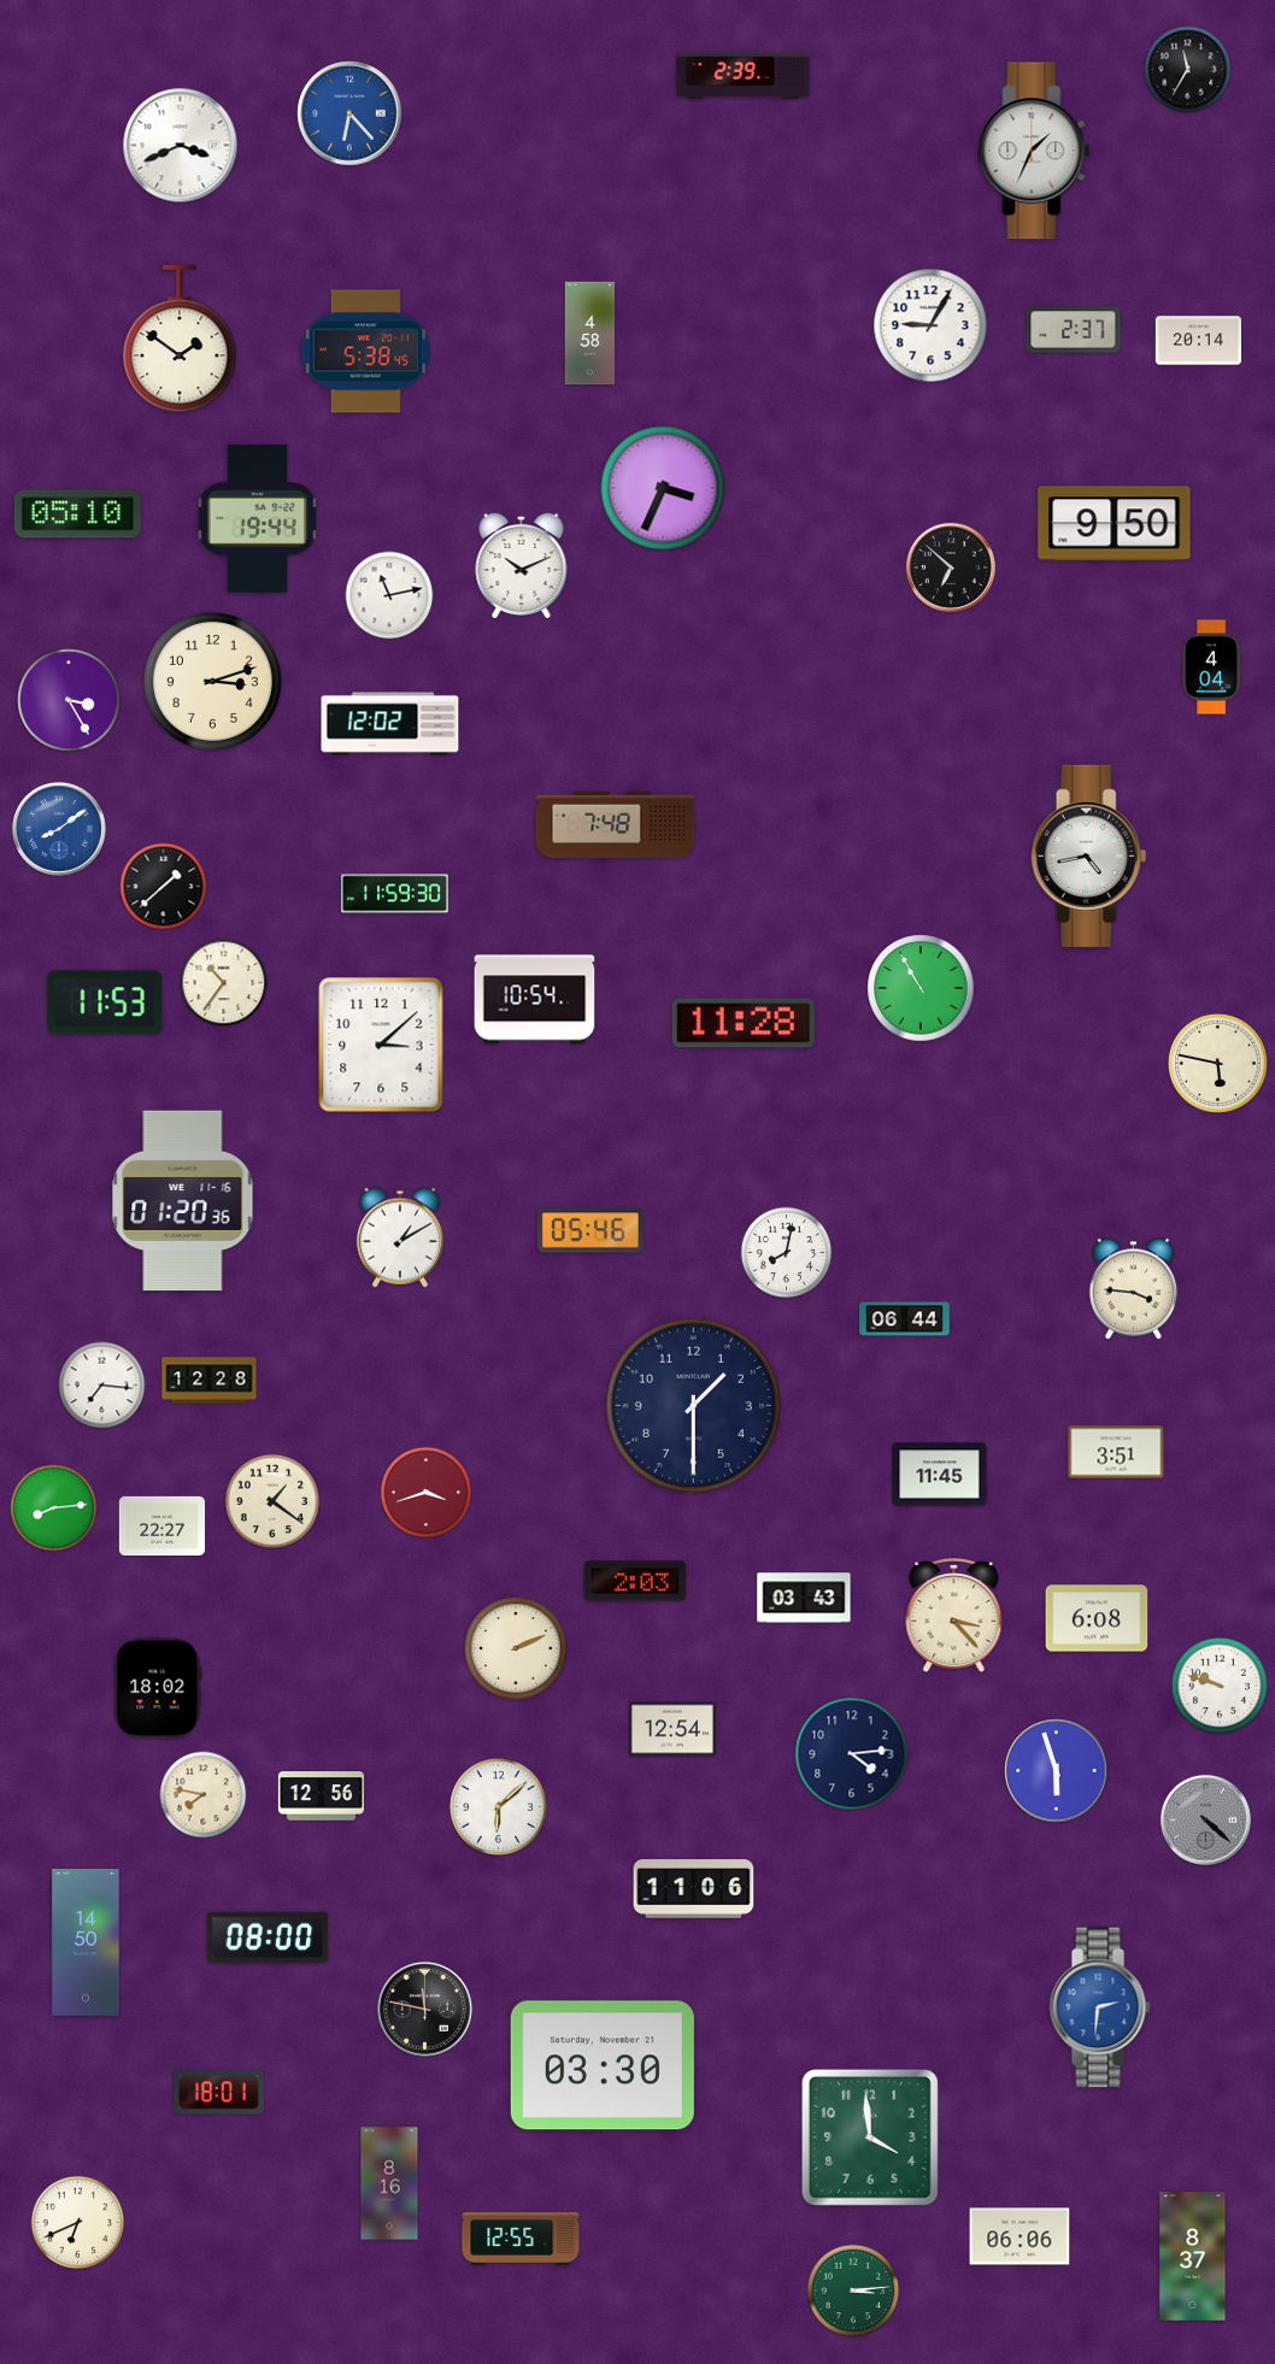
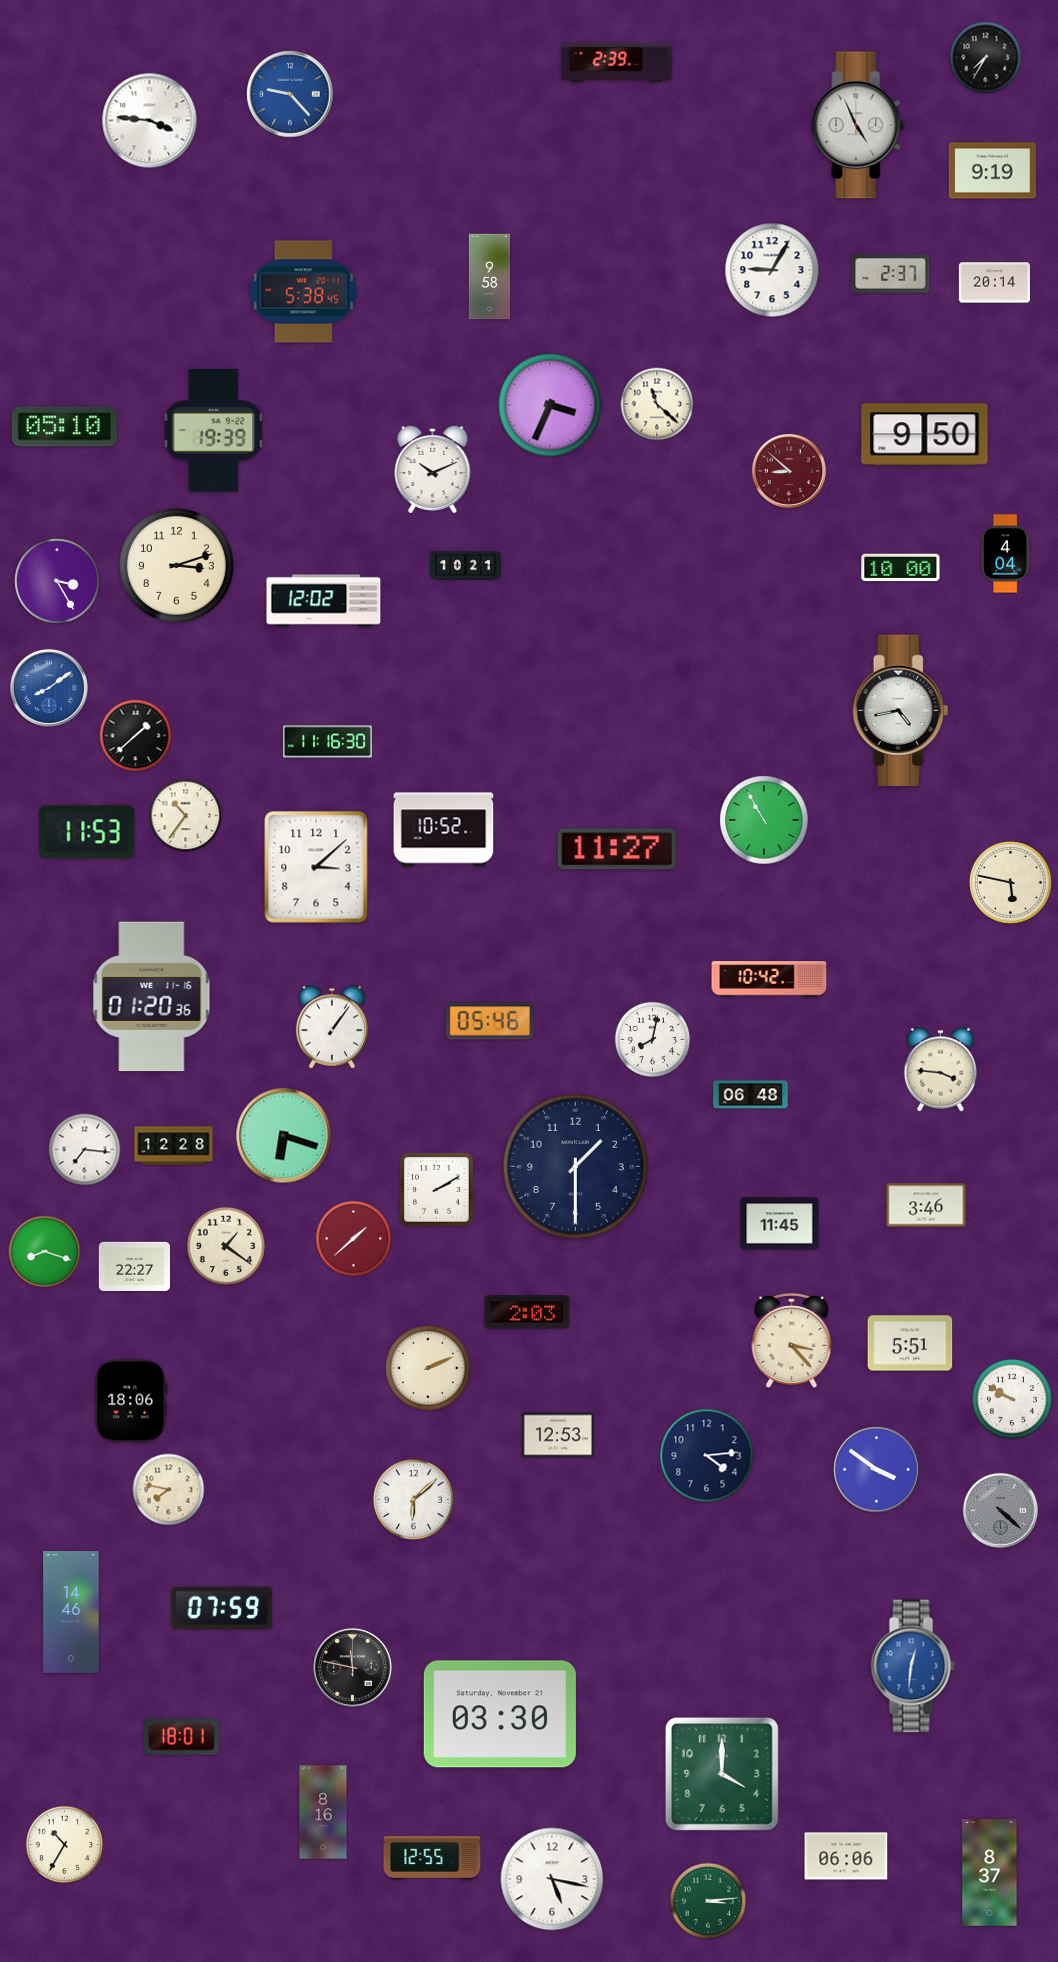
clock at (1188, 70): 11:35 -> 7:35
clock at (349, 113): 6:23 -> 9:23
clock at (181, 146): 3:41 -> 3:46
clock at (1034, 151): 1:34 -> 4:56
clock at (992, 171): none -> 9:19
clock at (591, 334): 4:58 -> 9:58
clock at (180, 339): 1:51 -> none
clock at (657, 404): none -> 11:22
clock at (258, 519): 19:44 -> 19:39
clock at (951, 568): 6:52 -> 8:52
clock at (951, 568) dial: black -> burgundy
clock at (389, 595): 11:13 -> none
clock at (465, 566): none -> 10:21
clock at (901, 568): none -> 10:00
clock at (616, 825): 7:48 -> none
clock at (1089, 855) position: (1089, 855) -> (901, 710)
clock at (394, 894): 11:59 -> 11:16
clock at (535, 1000): 10:54 -> 10:52
clock at (744, 1023): 11:28 -> 11:27
clock at (769, 979): none -> 10:42
clock at (399, 1237): 1:10 -> 1:06
clock at (905, 1319): 06:44 -> 06:48
clock at (284, 1136): none -> 6:18
clock at (437, 1190): none -> 2:10
clock at (1116, 1452): 3:51 -> 3:46
clock at (427, 1493): 3:42 -> 1:38
clock at (54, 1509): 8:14 -> 8:18
clock at (804, 1598): 03:43 -> none
clock at (1097, 1618): 6:08 -> 5:51
clock at (1220, 1686): 9:48 -> 9:50
clock at (158, 1688): 18:02 -> 18:06
clock at (672, 1729): 12:54 -> 12:53
clock at (1057, 1771): 5:57 -> 3:51
clock at (321, 1796): 12:56 -> none
clock at (694, 1889): 11:06 -> none
clock at (268, 1937): 08:00 -> 07:59
clock at (86, 1943): 14:50 -> 14:46
clock at (1100, 2007): 2:31 -> 12:31
clock at (870, 2137): 3:59 -> 4:00
clock at (78, 2223): 6:41 -> 10:35
clock at (552, 1879): none -> 5:17
